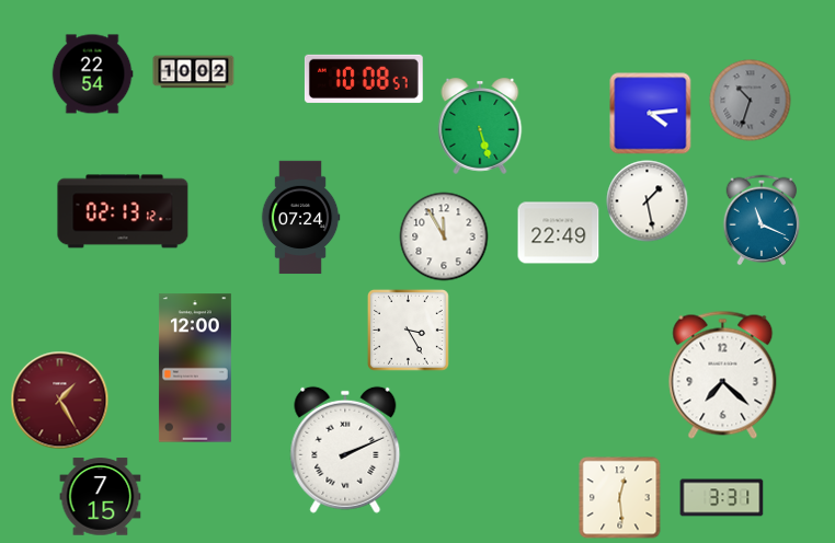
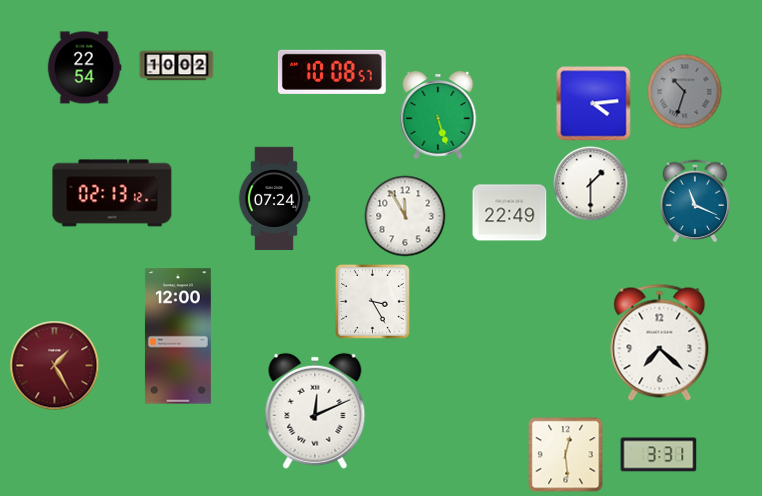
clock at (648, 201): 1:28 -> 1:30
clock at (345, 450): 2:11 -> 12:11
clock at (101, 497): 7:15 -> none
